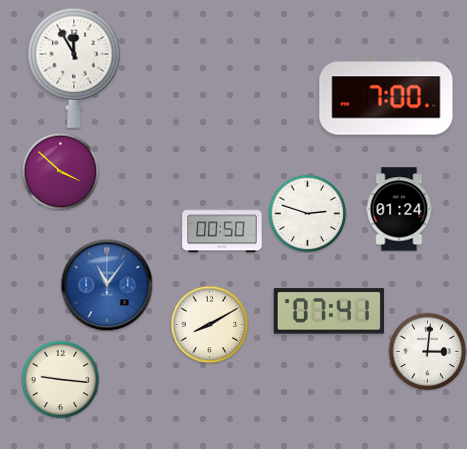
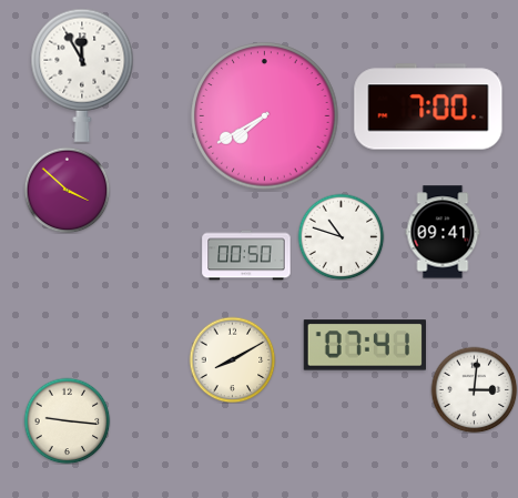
clock at (265, 116): none -> 7:40
clock at (399, 209): 01:24 -> 09:41
clock at (307, 213): 2:48 -> 10:48
clock at (107, 285): 11:06 -> none
